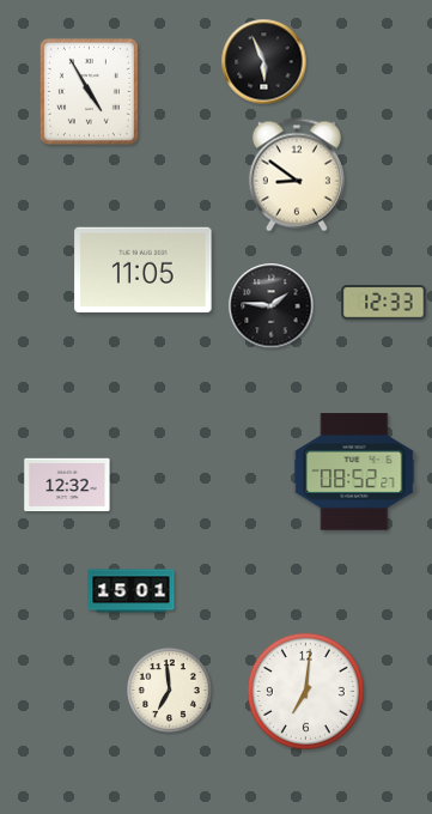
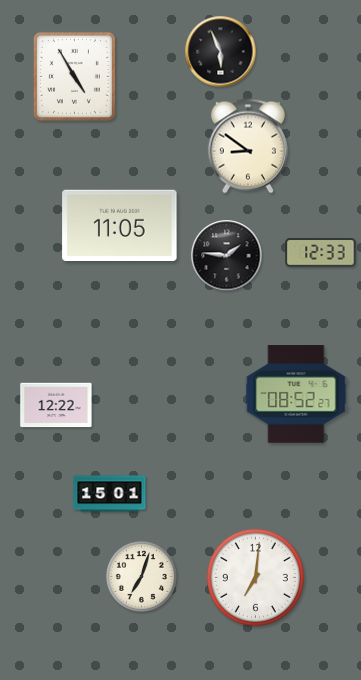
clock at (67, 485): 12:32 -> 12:22
clock at (170, 691): 6:59 -> 7:03
